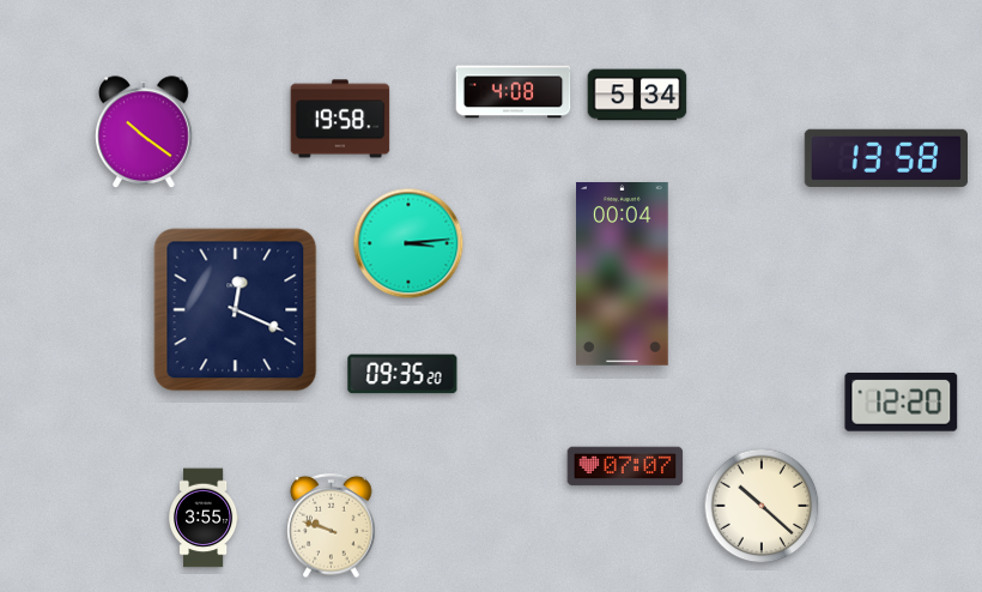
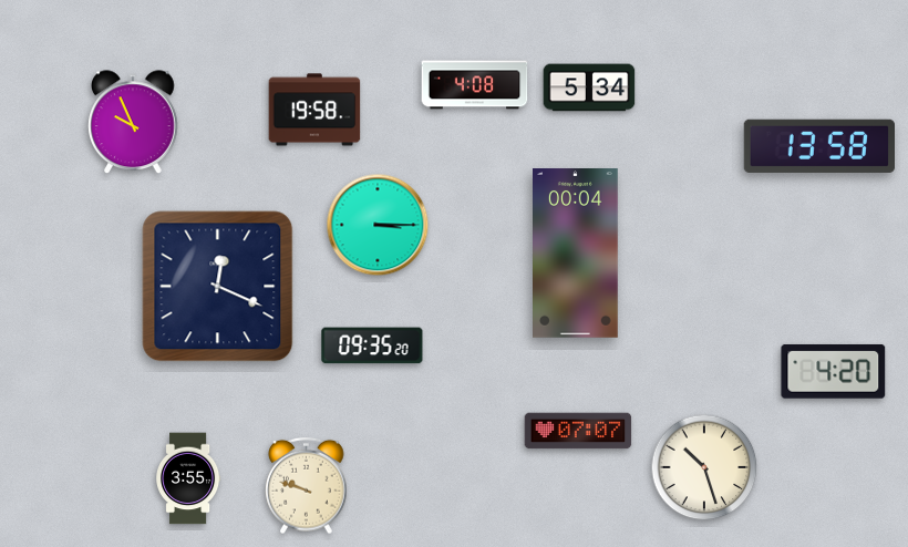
clock at (145, 133): 10:21 -> 9:56
clock at (408, 243): 3:14 -> 3:15
clock at (902, 403): 12:20 -> 4:20
clock at (762, 506): 10:22 -> 10:27
